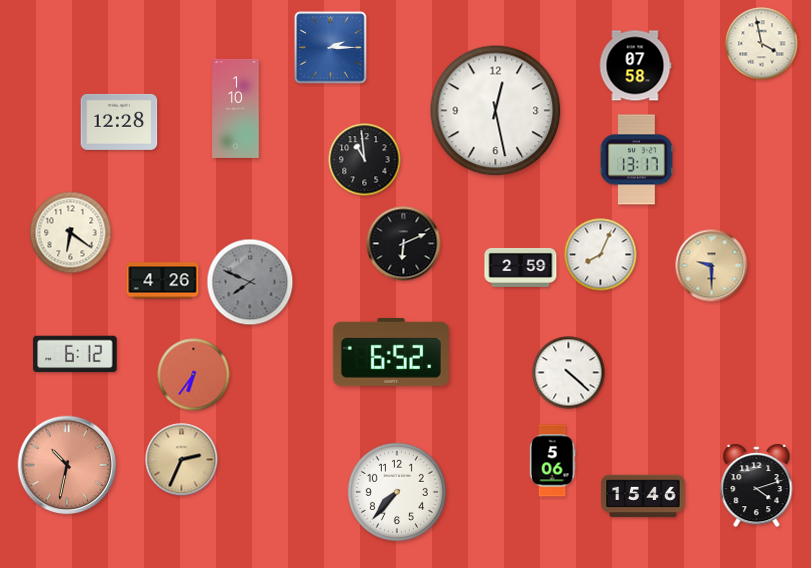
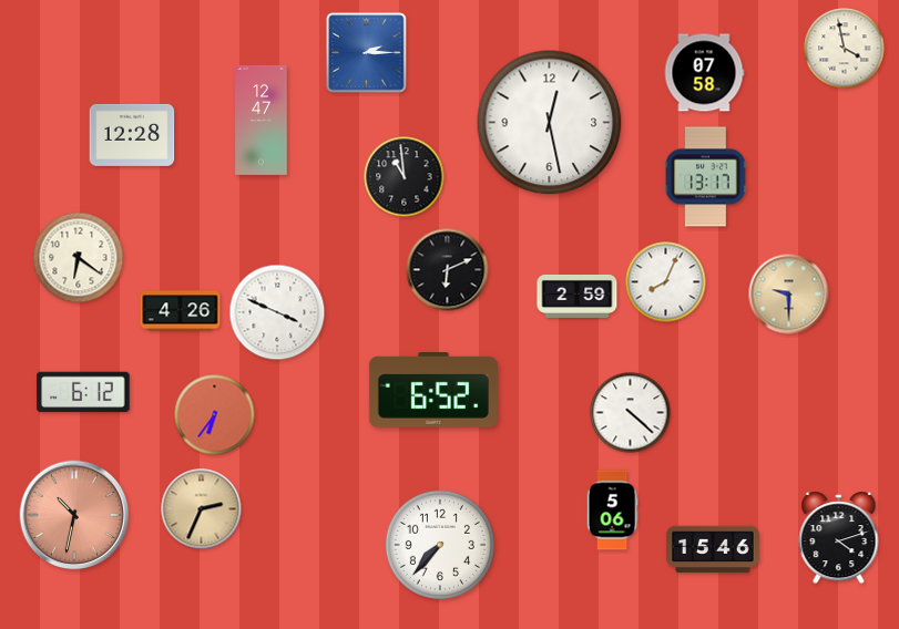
clock at (236, 108): 1:10 -> 12:47
clock at (250, 282): 7:49 -> 3:49
clock at (250, 282) dial: grey -> white
